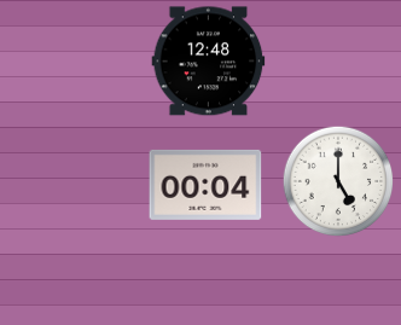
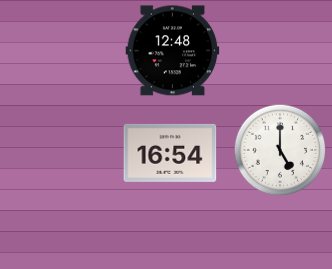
clock at (205, 185): 00:04 -> 16:54
